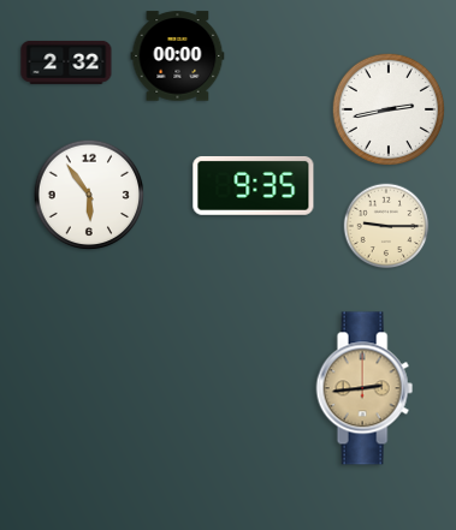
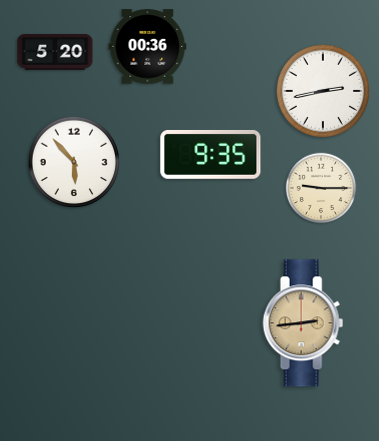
clock at (178, 56): 00:00 -> 00:36
clock at (66, 62): 2:32 -> 5:20
clock at (89, 195): 5:54 -> 5:53
